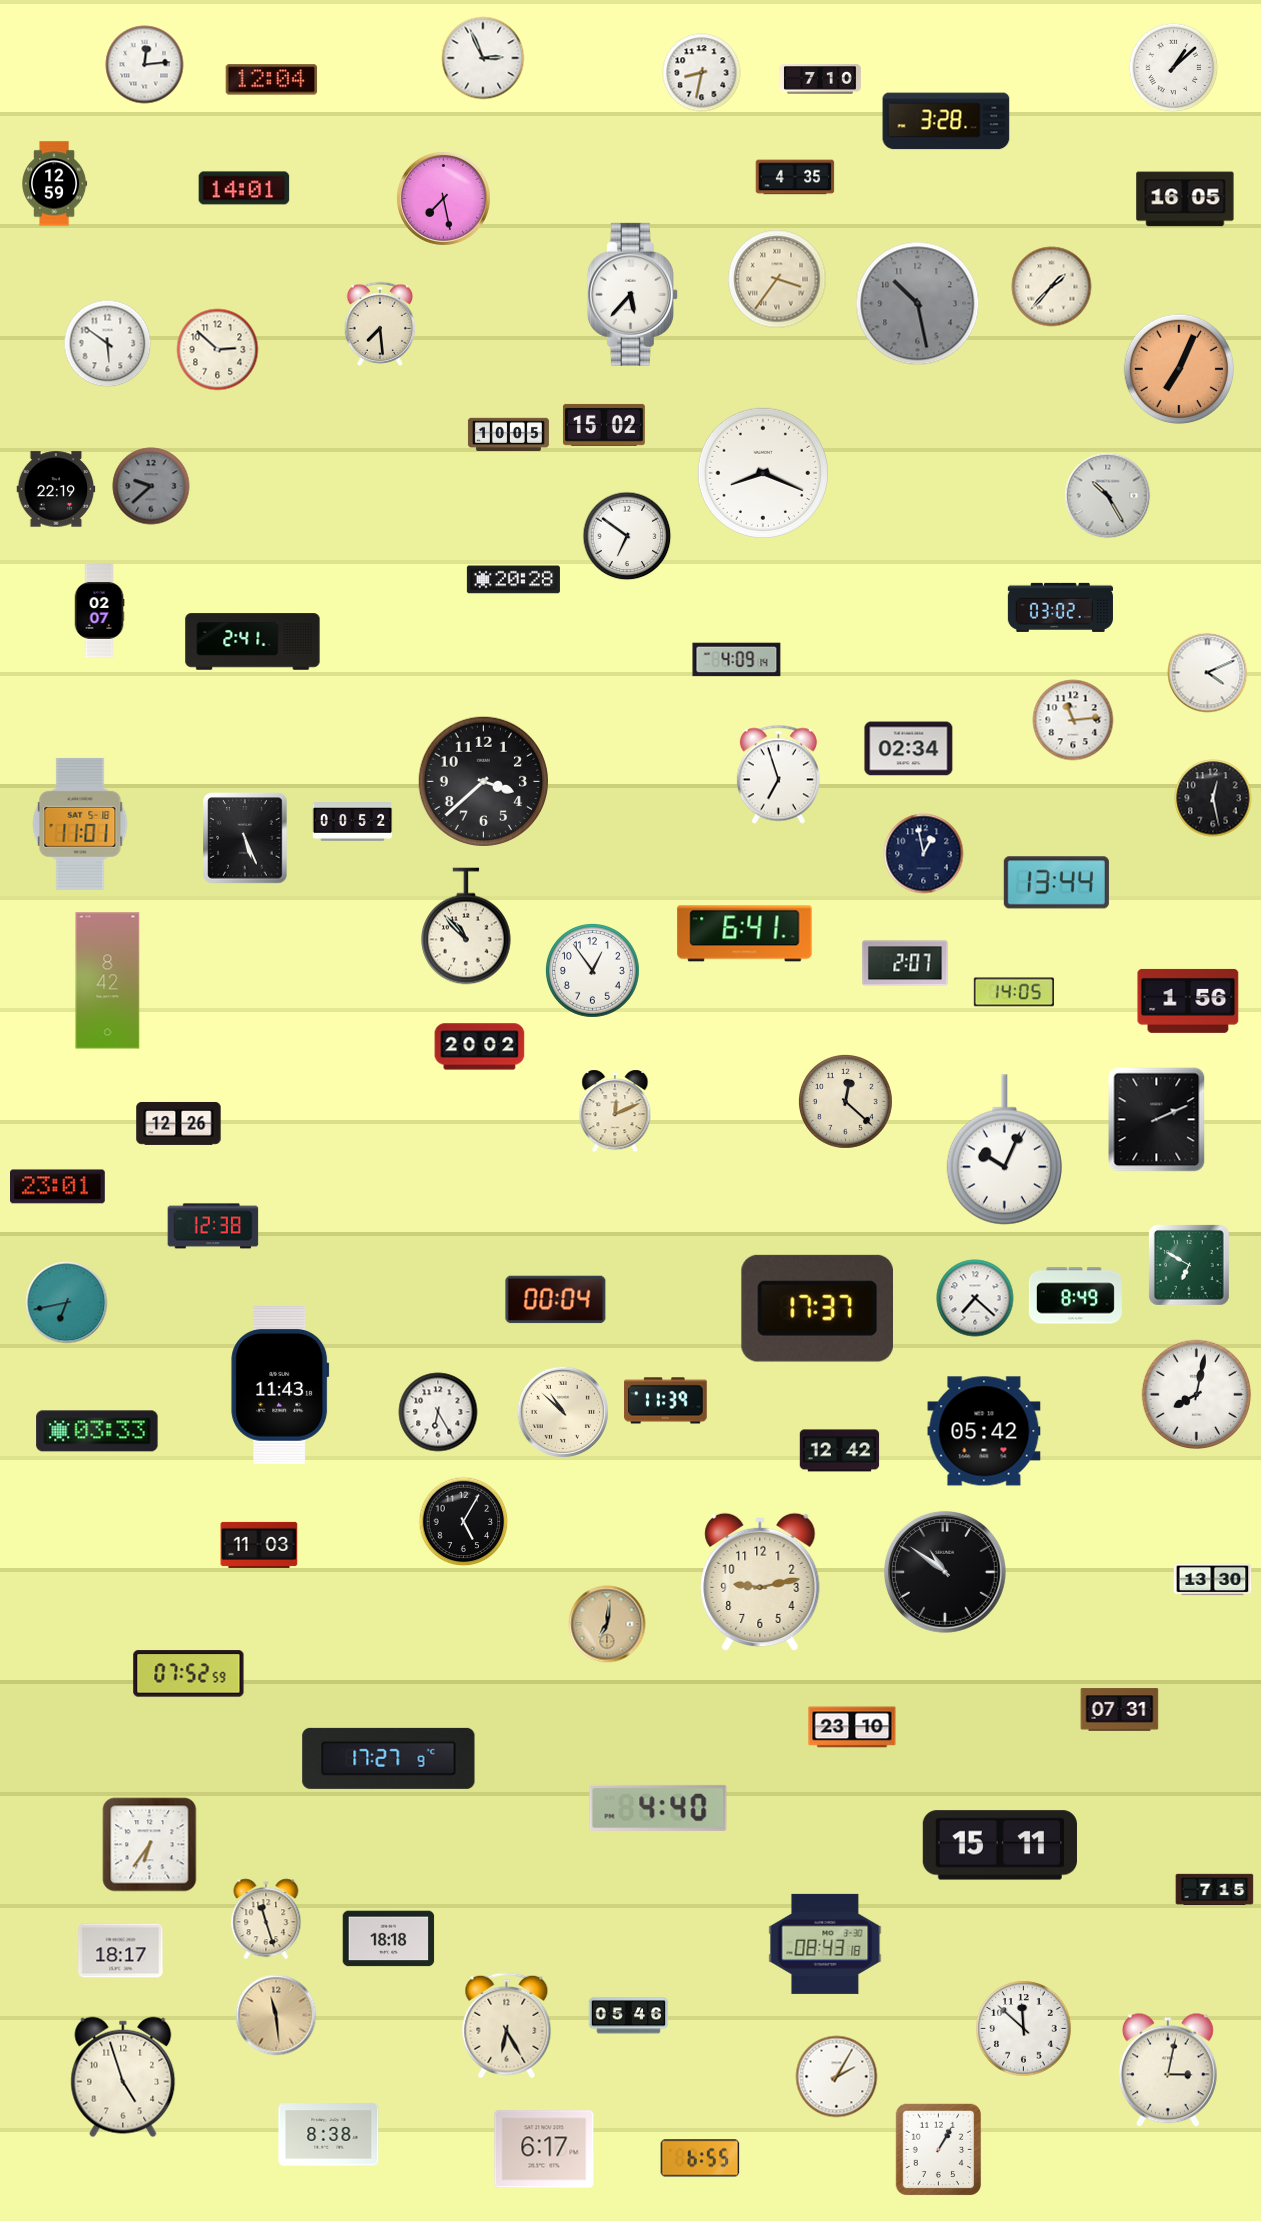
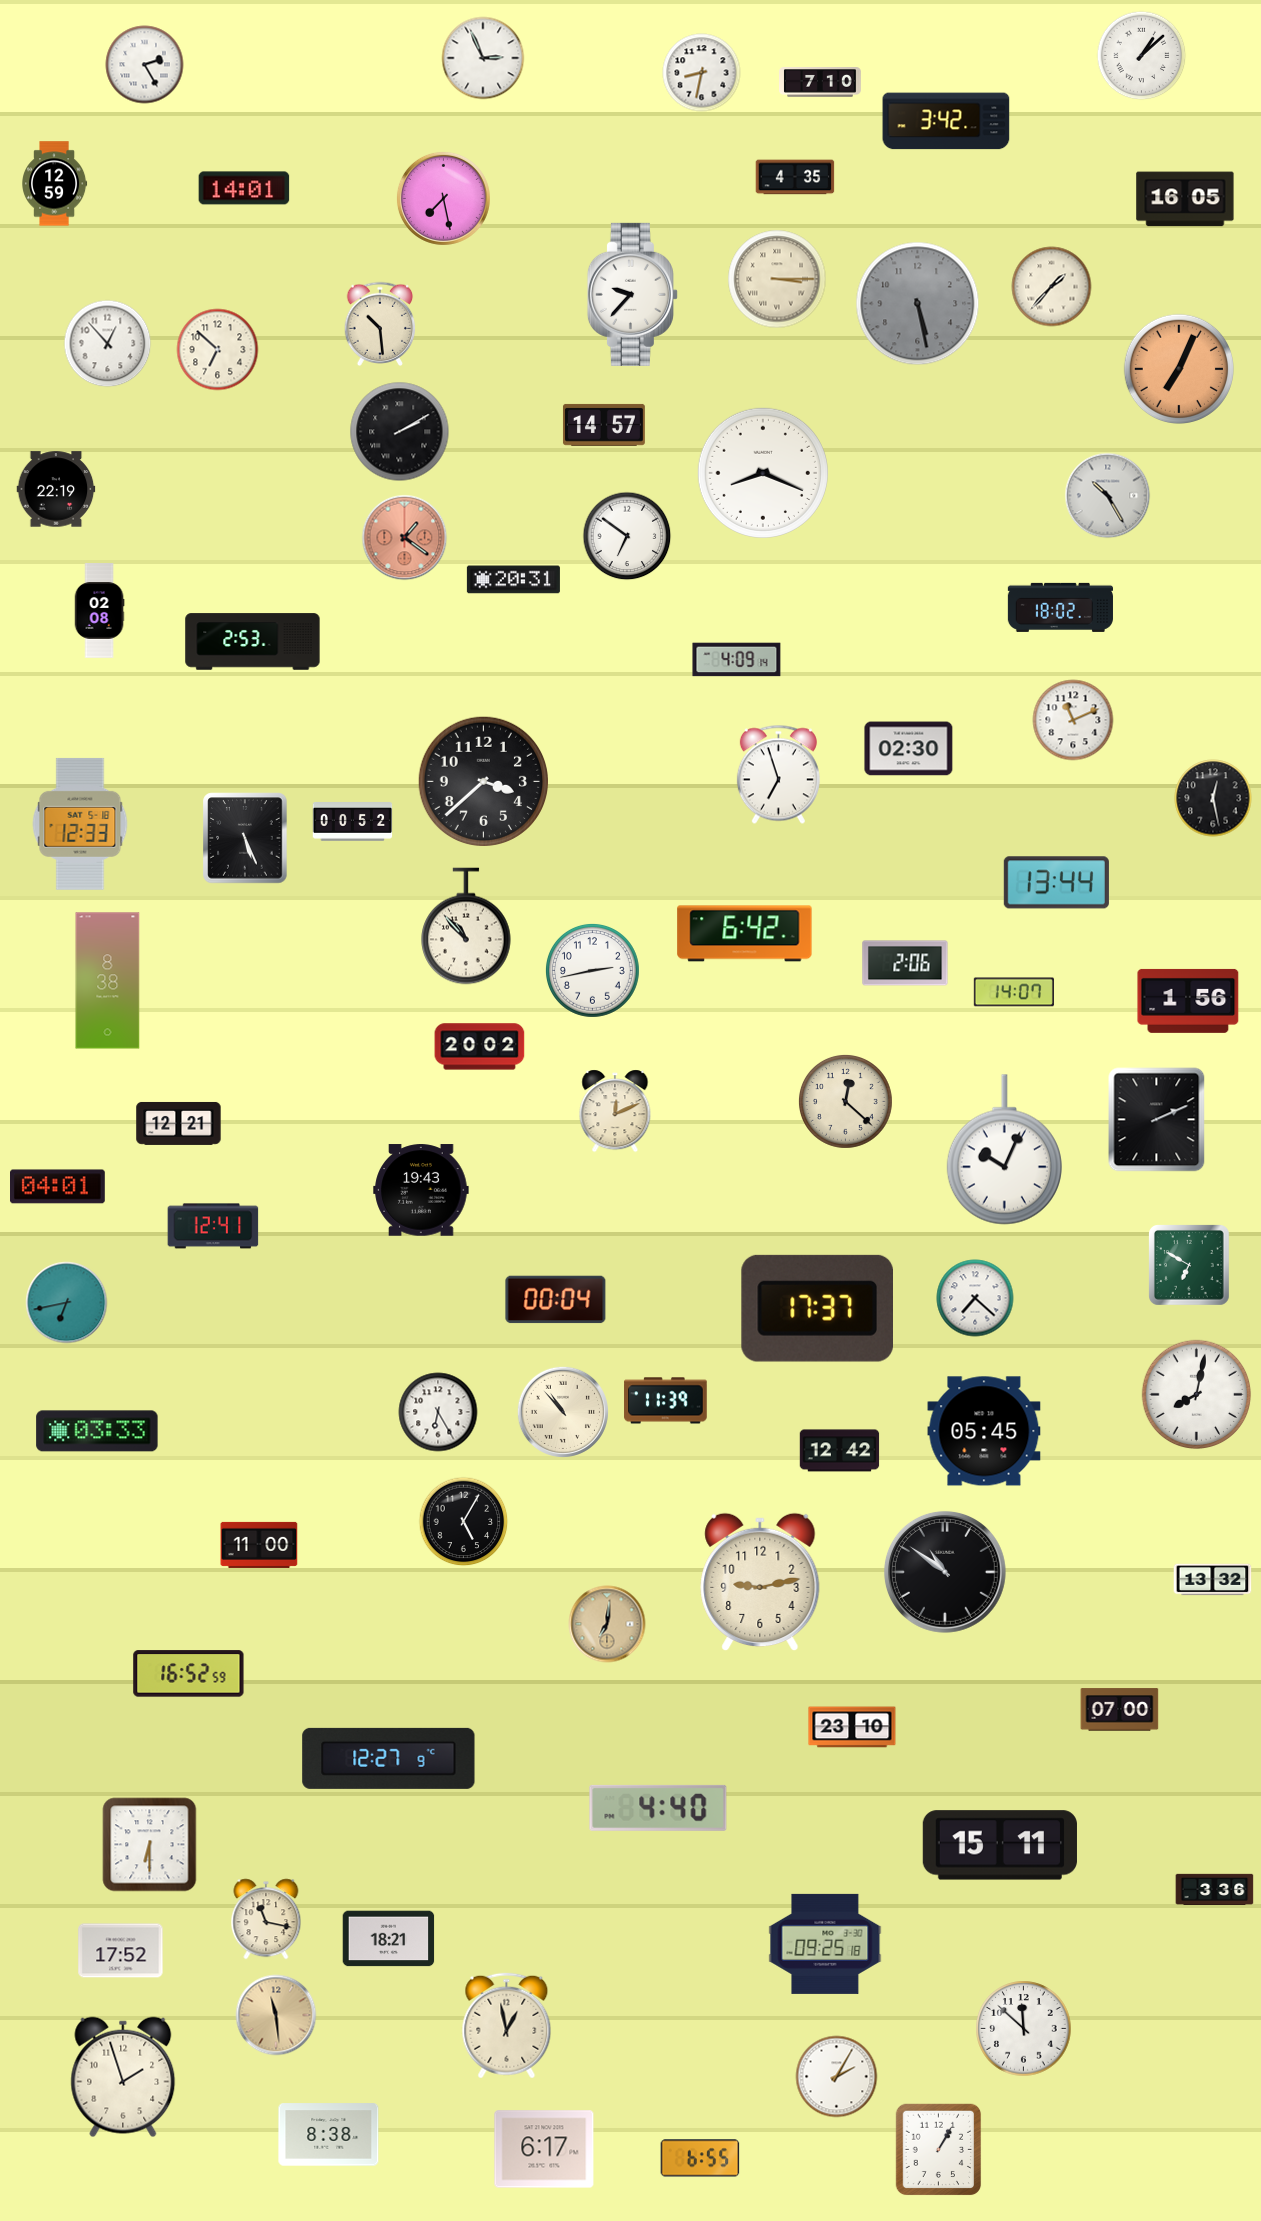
clock at (145, 65): 12:14 -> 2:25
clock at (1174, 68) position: (1174, 68) -> (1142, 56)
clock at (272, 80): 12:04 -> none
clock at (821, 80) position: (821, 80) -> (821, 83)
clock at (946, 121): 3:28 -> 3:42
clock at (777, 279): 3:36 -> 3:15
clock at (632, 294): 5:37 -> 9:37
clock at (918, 304): 10:28 -> 5:28
clock at (380, 323): 7:29 -> 10:29
clock at (108, 344): 5:51 -> 12:53
clock at (218, 350): 2:52 -> 6:52
clock at (604, 425): 15:02 -> 14:57
clock at (400, 432): none -> 2:10
clock at (508, 435): 10:05 -> none
clock at (151, 486): 9:38 -> none
clock at (405, 538): none -> 1:21
clock at (513, 580): 20:28 -> 20:31
clock at (1060, 607): 03:02 -> 18:02
clock at (99, 611): 02:07 -> 02:08
clock at (253, 642): 2:41 -> 2:53
clock at (1208, 673): 4:11 -> none
clock at (1073, 720): 11:14 -> 11:11
clock at (909, 749): 02:34 -> 02:30
clock at (80, 824): 11:01 -> 12:33
clock at (924, 854): 12:58 -> none
clock at (745, 934): 6:41 -> 6:42
clock at (905, 963): 2:07 -> 2:06
clock at (592, 970): 12:54 -> 2:43
clock at (108, 981): 8:42 -> 8:38
clock at (1014, 992): 14:05 -> 14:07
clock at (179, 1123): 12:26 -> 12:21
clock at (58, 1187): 23:01 -> 04:01
clock at (421, 1190): none -> 19:43
clock at (213, 1226): 12:38 -> 12:41
clock at (1075, 1296): 8:49 -> none
clock at (280, 1386): 11:43 -> none
clock at (563, 1412): 10:52 -> 10:53
clock at (984, 1431): 05:42 -> 05:45
clock at (259, 1545): 11:03 -> 11:00
clock at (1213, 1580): 13:30 -> 13:32
clock at (189, 1674): 07:52 -> 16:52
clock at (1120, 1710): 07:31 -> 07:00
clock at (389, 1758): 17:27 -> 12:27
clock at (150, 1845): 6:36 -> 6:30
clock at (1215, 1889): 7:15 -> 3:36
clock at (266, 1919): 11:27 -> 11:17
clock at (389, 1939): 18:18 -> 18:21
clock at (825, 1944): 08:43 -> 09:25
clock at (121, 1951): 18:17 -> 17:52
clock at (629, 2016): 05:46 -> none
clock at (507, 2026): 6:25 -> 12:58
clock at (1168, 2070): 3:02 -> none
clock at (123, 2077): 4:57 -> 1:57
